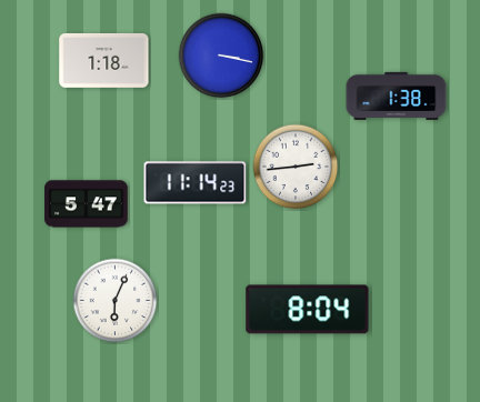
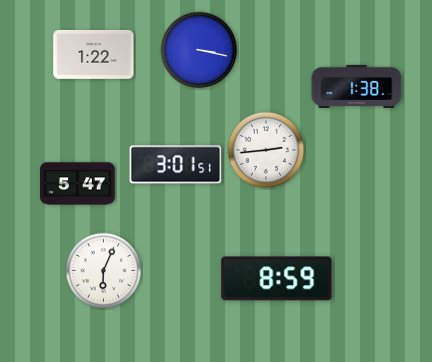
clock at (104, 60): 1:18 -> 1:22
clock at (196, 183): 11:14 -> 3:01
clock at (308, 310): 8:04 -> 8:59
